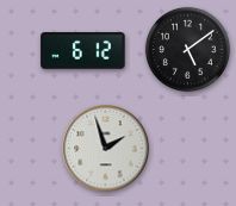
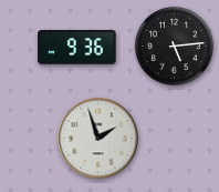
clock at (187, 49): 5:09 -> 5:14
clock at (83, 51): 6:12 -> 9:36
